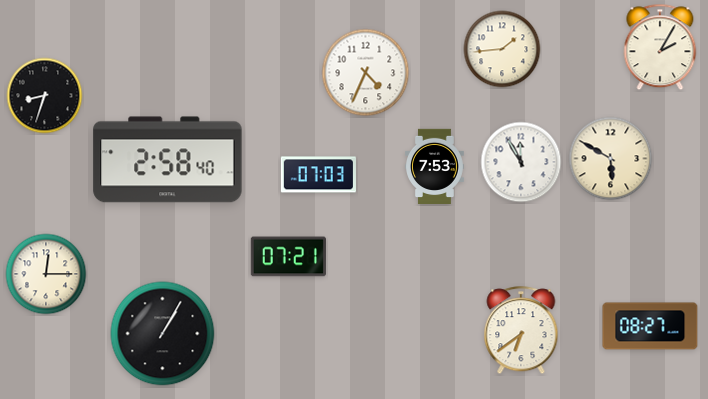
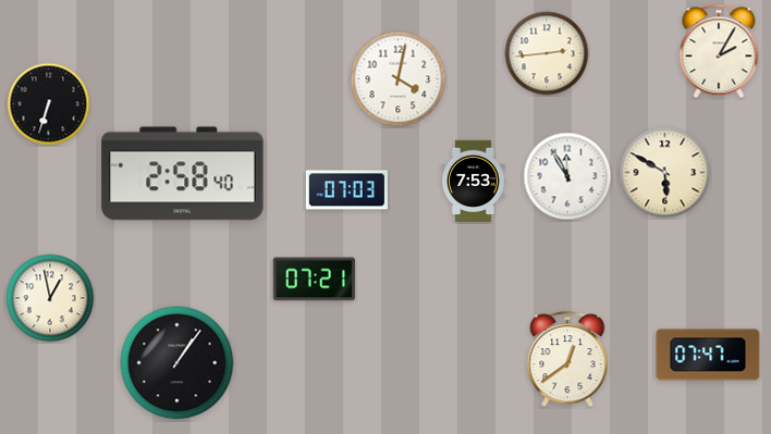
clock at (502, 49): 1:44 -> 2:44
clock at (366, 73): 4:34 -> 4:02
clock at (45, 96): 8:33 -> 6:33
clock at (46, 274): 12:15 -> 12:58
clock at (650, 326): 08:27 -> 07:47
clock at (521, 331): 6:39 -> 12:39
clock at (163, 334): 1:05 -> 1:06
